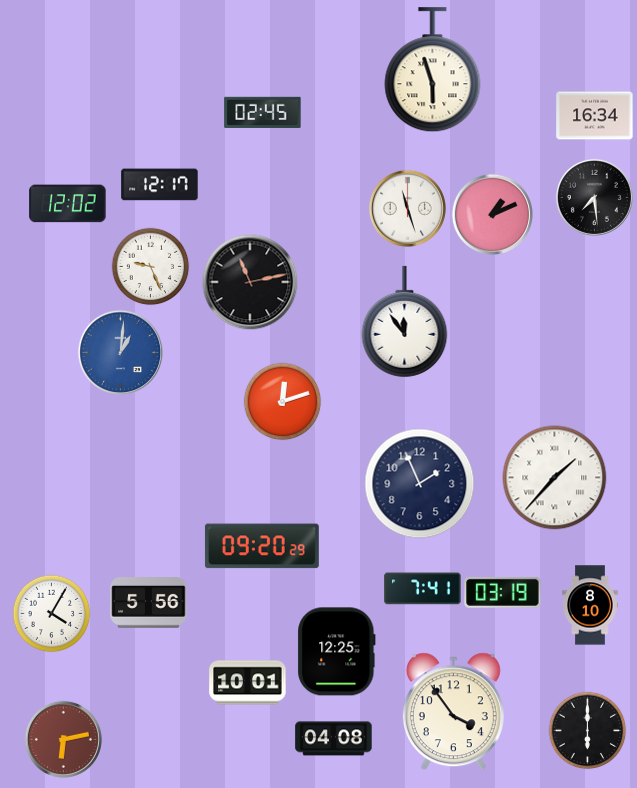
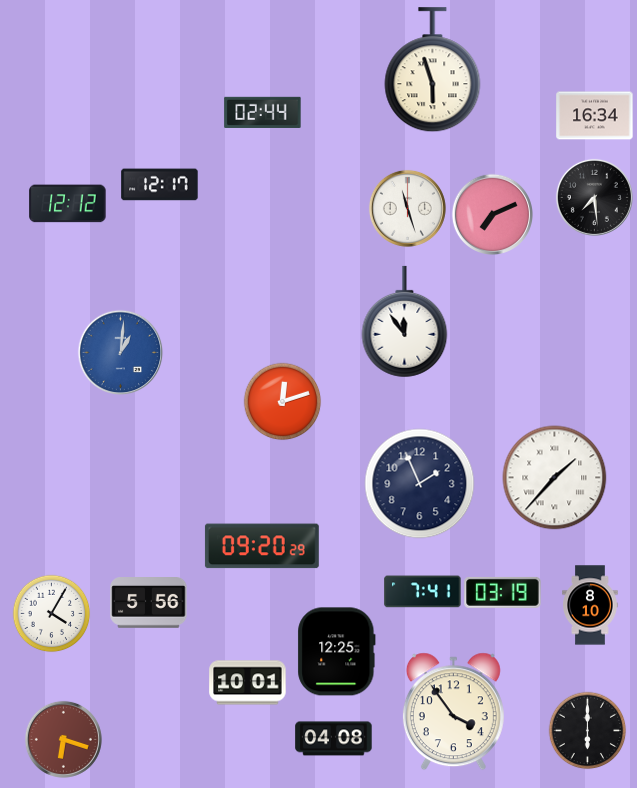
clock at (263, 112): 02:45 -> 02:44
clock at (68, 204): 12:02 -> 12:12
clock at (492, 214): 1:11 -> 7:11
clock at (150, 266): 9:26 -> none
clock at (250, 282): 11:13 -> none
clock at (423, 589) position: (423, 589) -> (423, 592)
clock at (63, 739): 6:13 -> 6:18
